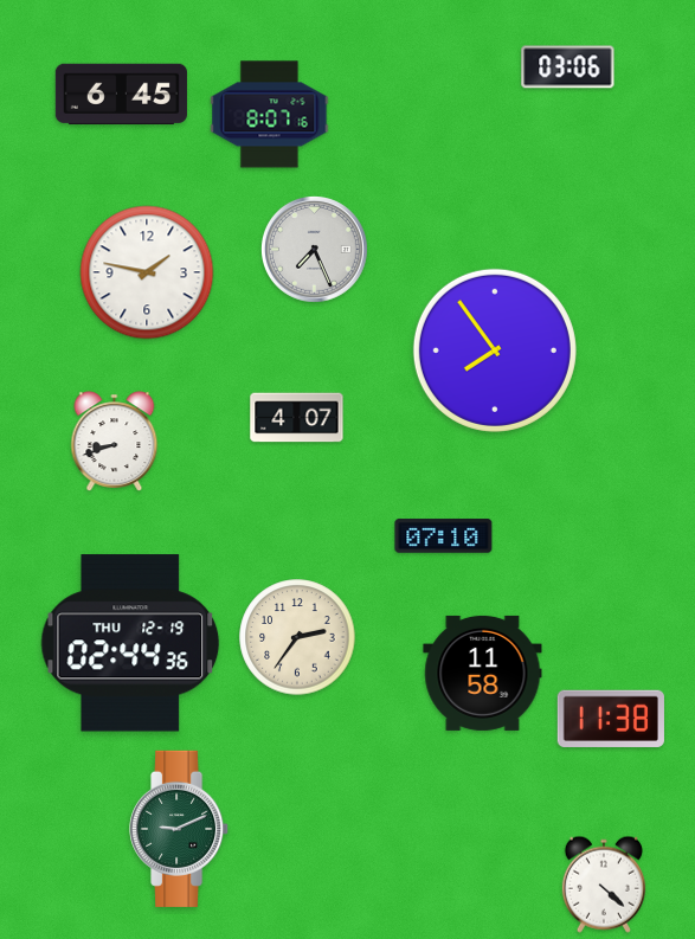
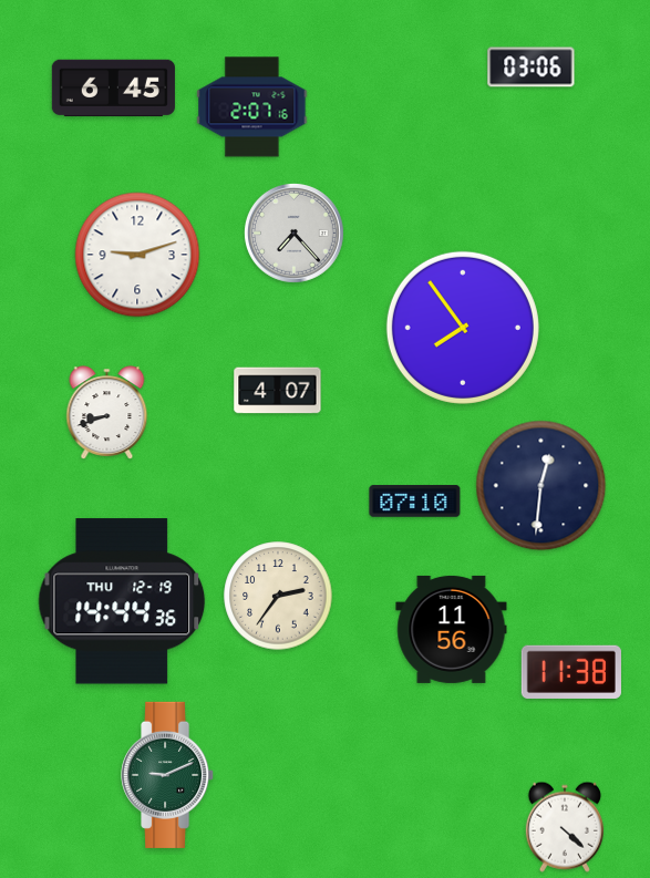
clock at (568, 67) position: (568, 67) -> (532, 68)
clock at (270, 115): 8:07 -> 2:07
clock at (314, 249): 7:26 -> 7:23
clock at (147, 272): 1:47 -> 9:12
clock at (541, 486): none -> 12:31
clock at (130, 643): 02:44 -> 14:44
clock at (483, 673): 11:58 -> 11:56
